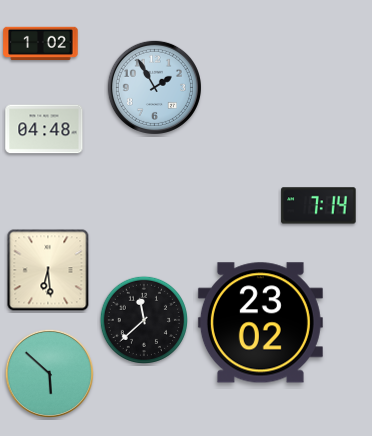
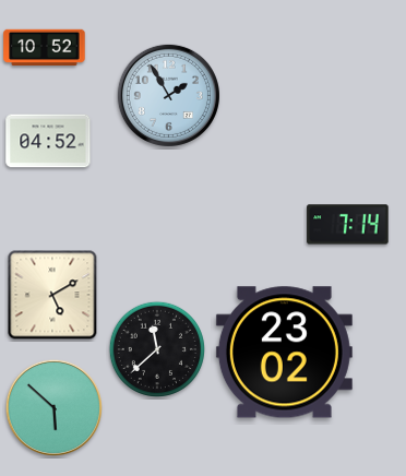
clock at (41, 44): 1:02 -> 10:52
clock at (44, 129): 04:48 -> 04:52
clock at (48, 270): 6:29 -> 5:10
